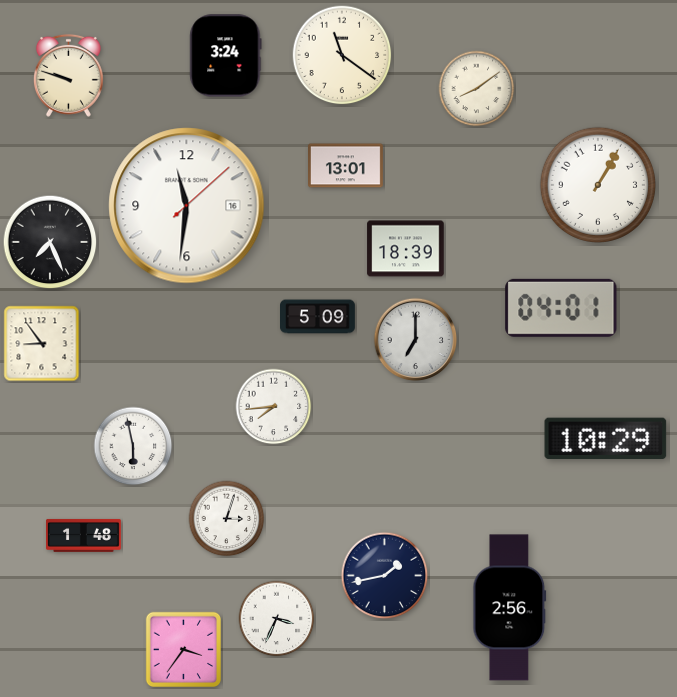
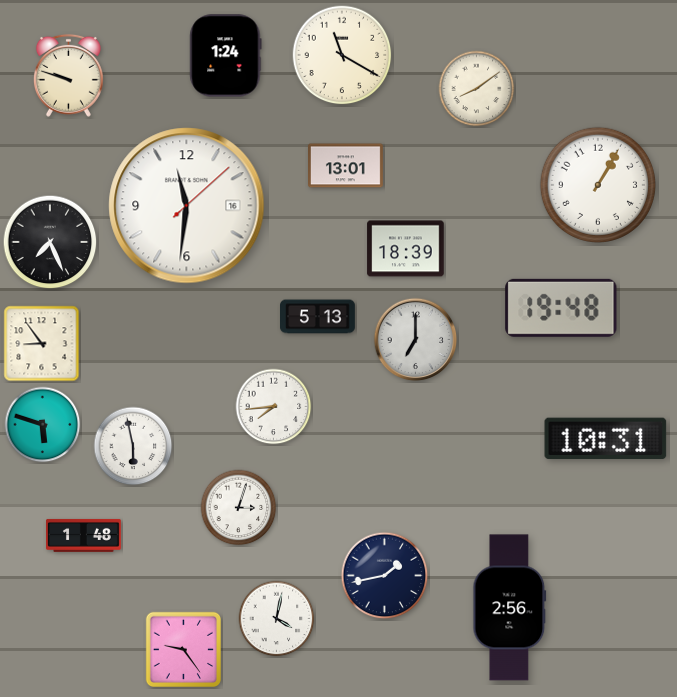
clock at (342, 55): 11:21 -> 11:20
clock at (226, 56): 3:24 -> 1:24
clock at (561, 308): 04:01 -> 19:48
clock at (318, 317): 5:09 -> 5:13
clock at (43, 425): none -> 5:48
clock at (606, 439): 10:29 -> 10:31
clock at (227, 519) position: (227, 519) -> (239, 508)
clock at (277, 619): 3:34 -> 4:02
clock at (183, 649): 3:36 -> 9:24
